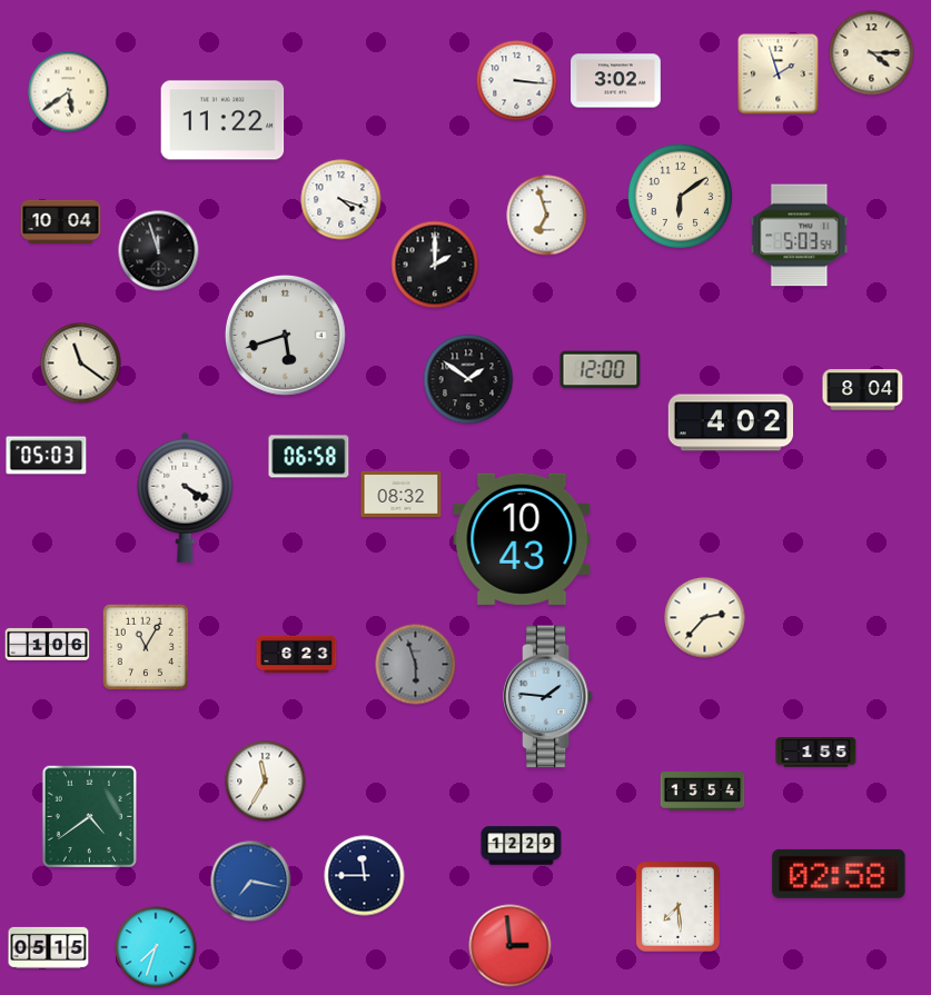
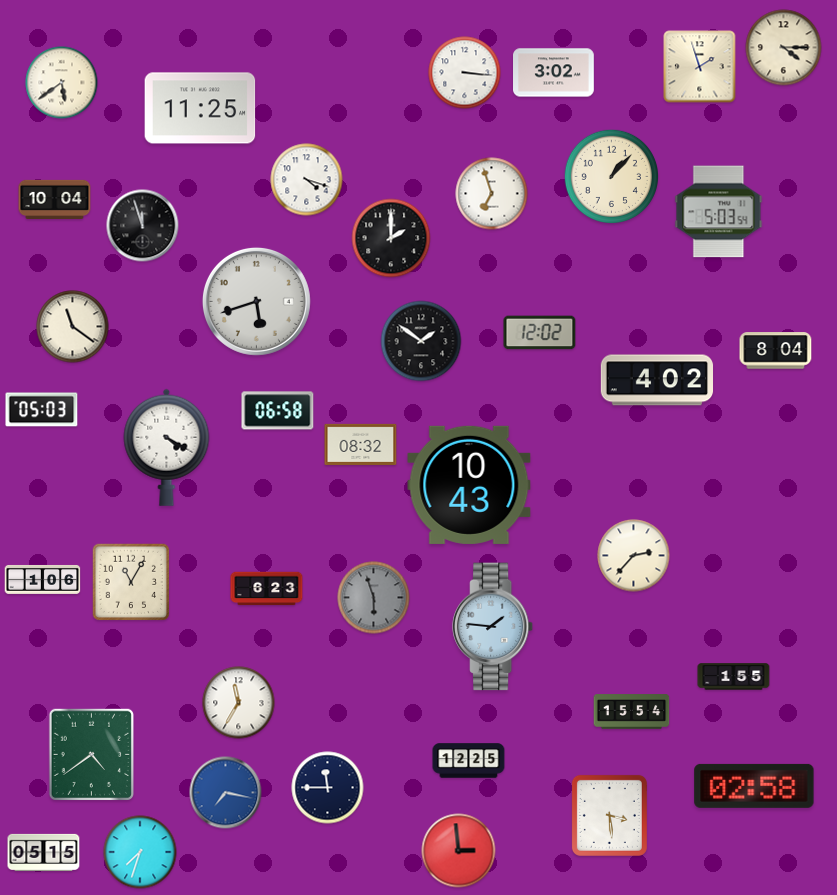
clock at (222, 120): 11:22 -> 11:25
clock at (680, 196): 6:09 -> 1:07
clock at (601, 370): 12:00 -> 12:02
clock at (89, 816) position: (89, 816) -> (91, 754)
clock at (522, 846): 12:29 -> 12:25
clock at (677, 906): 7:29 -> 3:29
